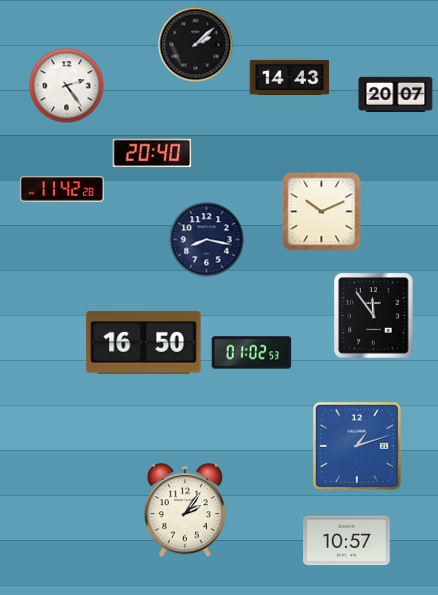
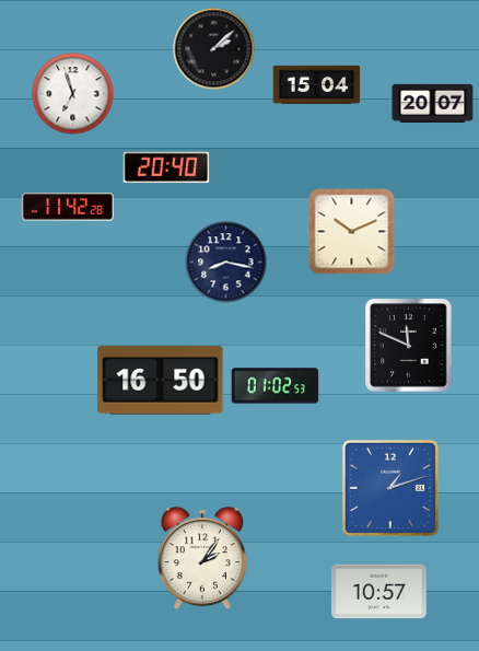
clock at (290, 77): 14:43 -> 15:04
clock at (67, 86): 2:24 -> 6:57
clock at (374, 316): 11:54 -> 11:49
clock at (144, 343) position: (144, 343) -> (161, 381)
